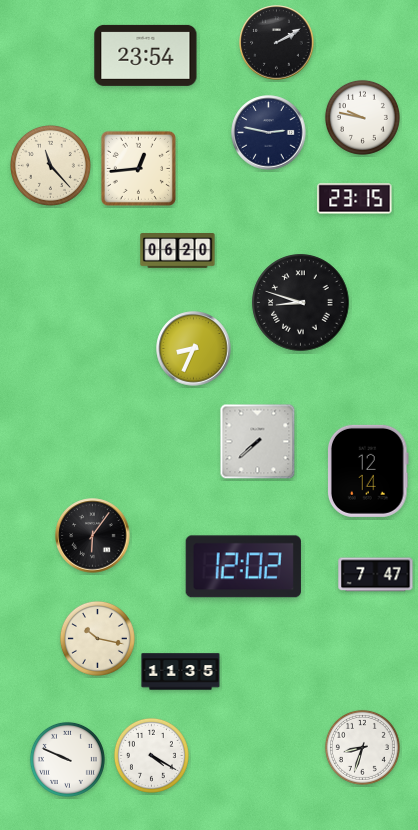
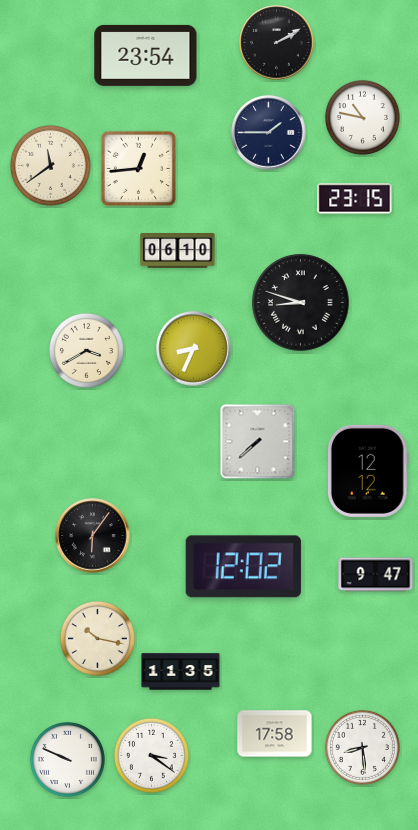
clock at (362, 117): 9:47 -> 10:47
clock at (269, 133): 2:47 -> 1:45
clock at (50, 165): 11:23 -> 11:39
clock at (178, 251): 06:20 -> 06:10
clock at (86, 350): none -> 3:40
clock at (368, 471): 12:14 -> 12:12
clock at (376, 575): 7:47 -> 9:47
clock at (275, 734): none -> 17:58
clock at (362, 747): 8:33 -> 8:29
clock at (151, 755): 4:20 -> 3:21
